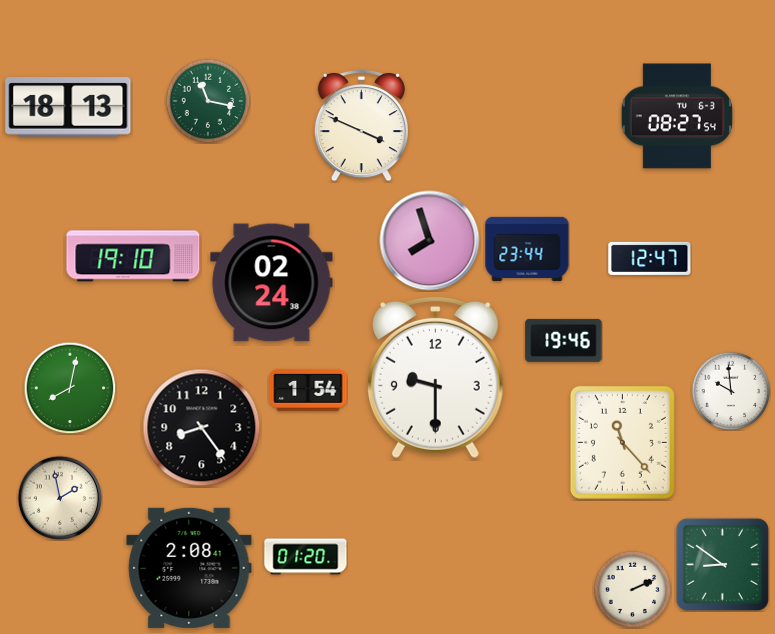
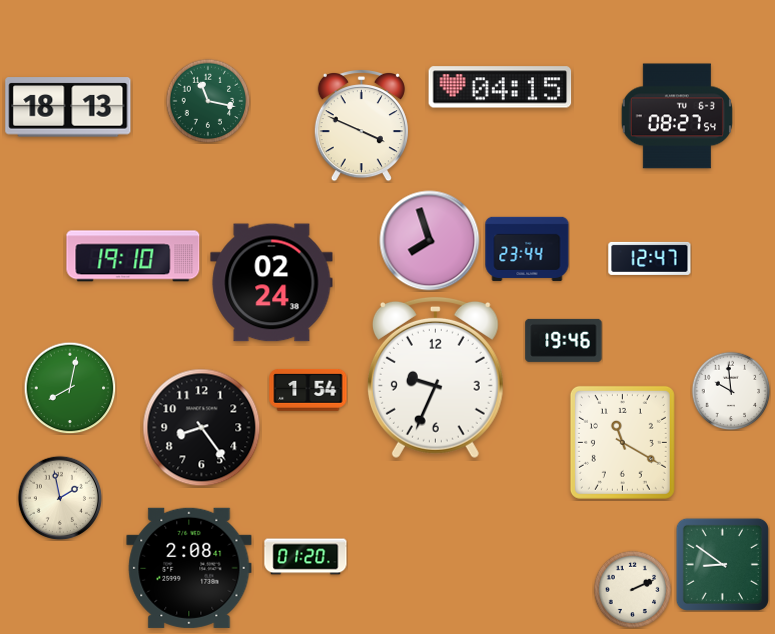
clock at (500, 87): none -> 04:15
clock at (435, 377): 9:30 -> 9:34
clock at (622, 442): 11:23 -> 11:20
